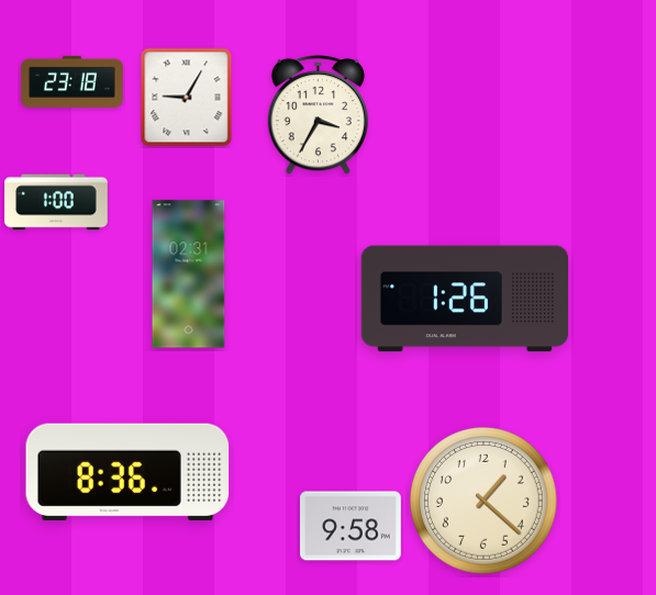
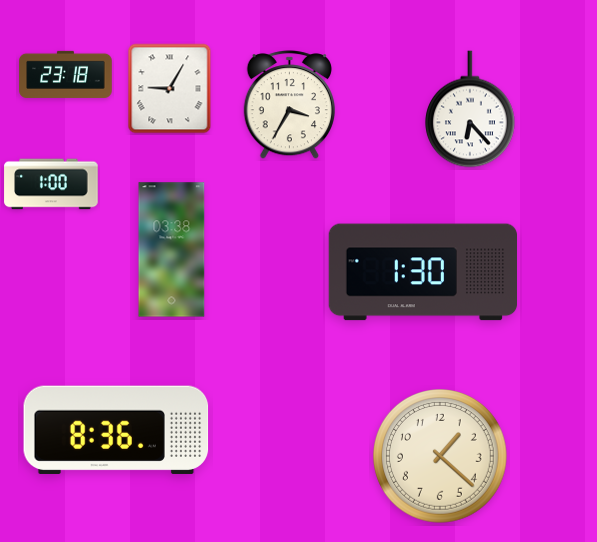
clock at (470, 109): none -> 6:23
clock at (189, 274): 02:31 -> 03:38
clock at (464, 299): 1:26 -> 1:30
clock at (352, 526): 9:58 -> none
